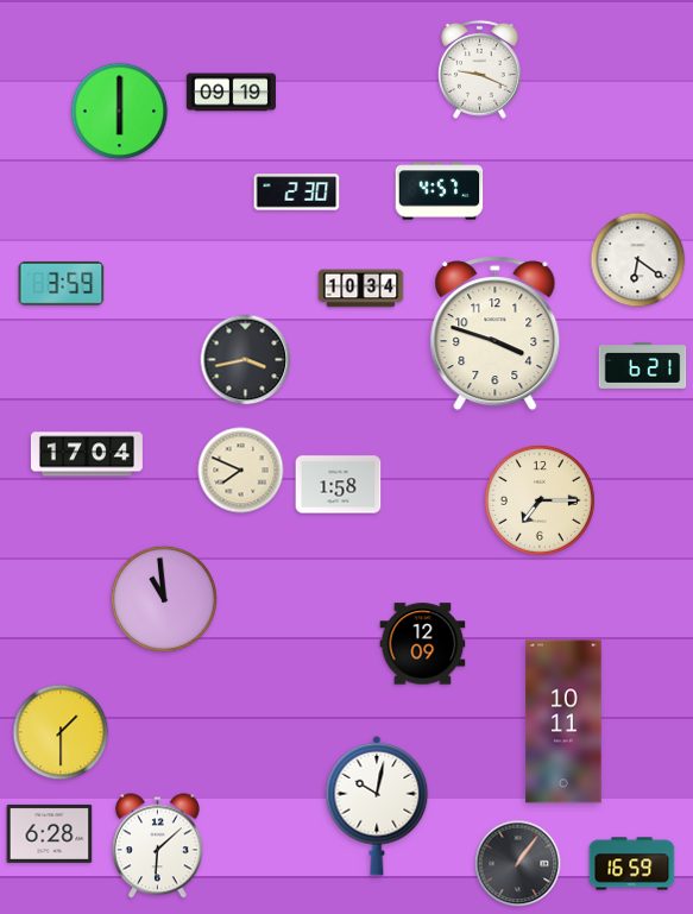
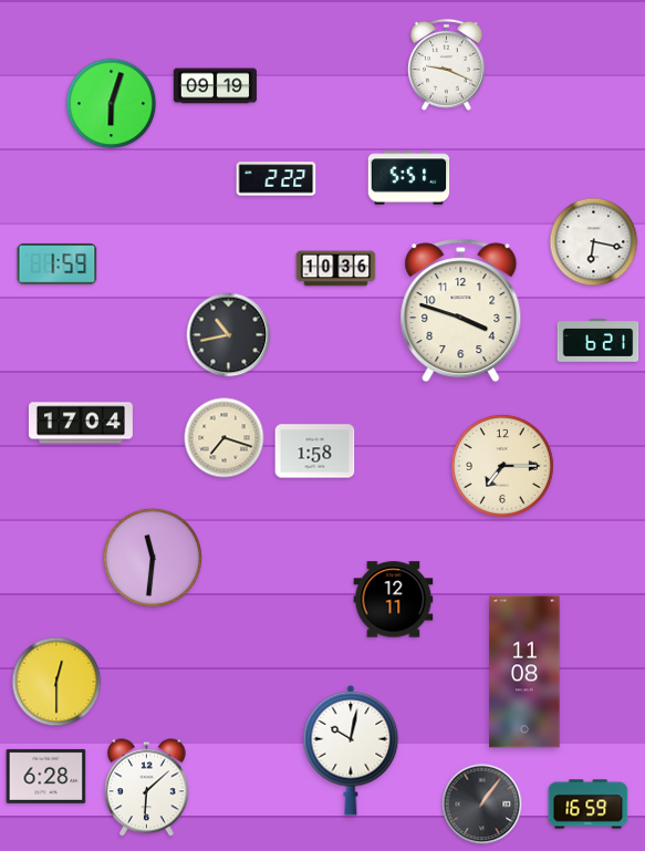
clock at (120, 112): 6:00 -> 6:03
clock at (440, 191): 4:57 -> 5:51
clock at (297, 193): 2:30 -> 2:22
clock at (638, 260): 6:21 -> 6:17
clock at (62, 284): 3:59 -> 1:59
clock at (361, 289): 10:34 -> 10:36
clock at (246, 360): 3:43 -> 10:43
clock at (241, 471): 7:49 -> 7:18
clock at (164, 599): 10:59 -> 11:31
clock at (423, 644): 12:09 -> 12:11
clock at (563, 721): 10:11 -> 11:08
clock at (61, 732): 1:30 -> 12:30
